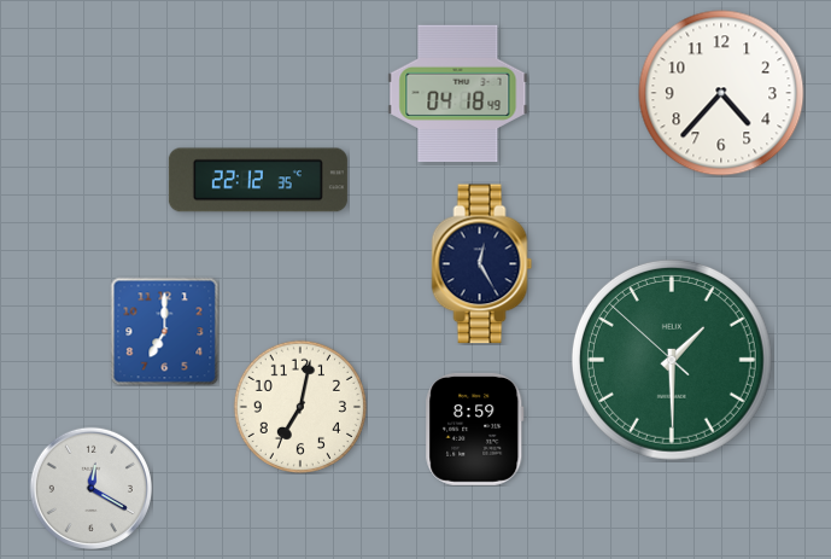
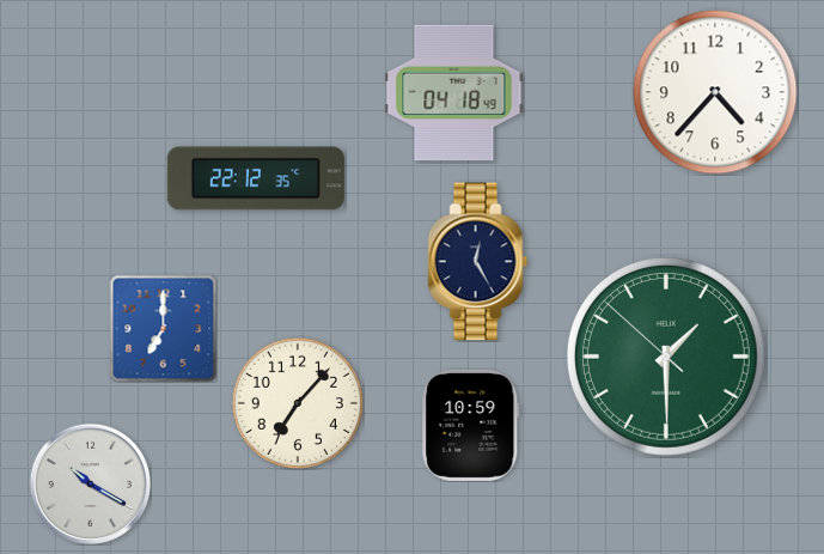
clock at (300, 407): 7:02 -> 7:07
clock at (475, 429): 8:59 -> 10:59
clock at (90, 488): 12:20 -> 10:20
